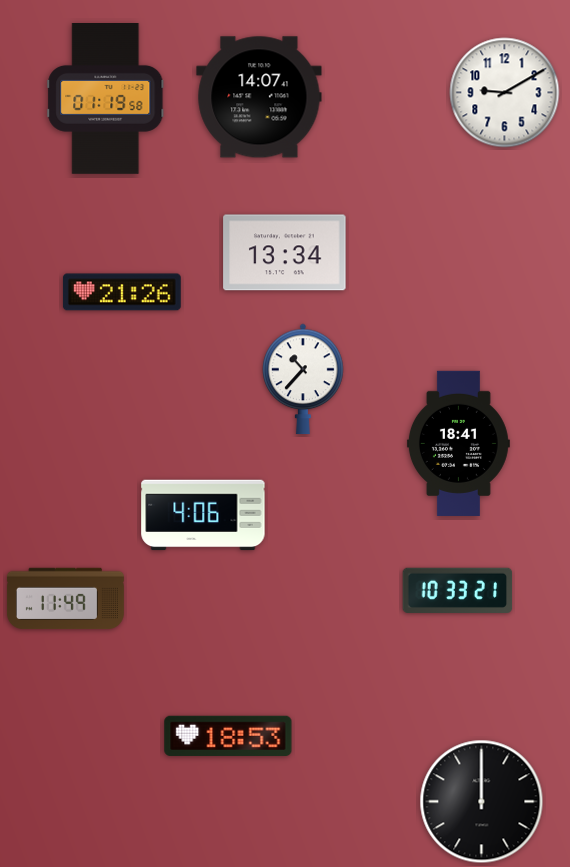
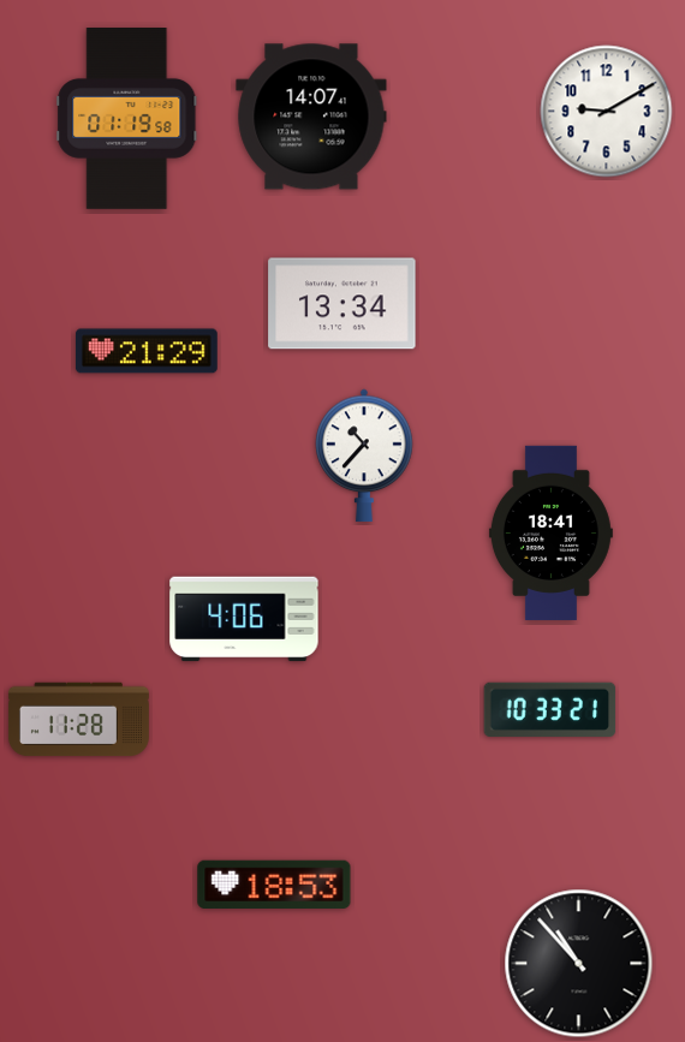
clock at (122, 292): 21:26 -> 21:29
clock at (65, 599): 11:49 -> 11:28
clock at (482, 802): 12:00 -> 10:53
